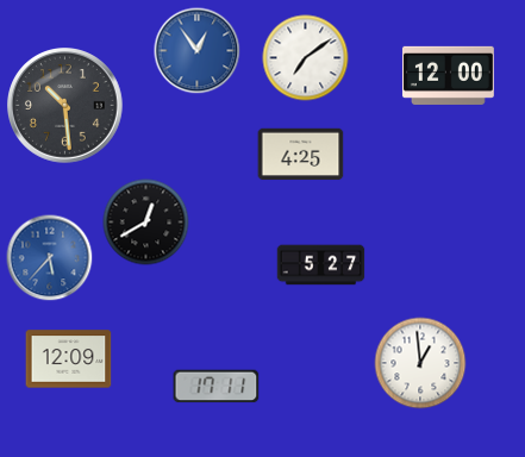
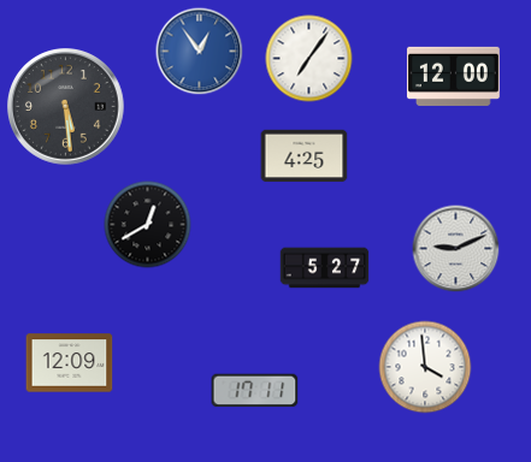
clock at (306, 58): 7:09 -> 7:06
clock at (65, 106): 10:29 -> 5:29
clock at (456, 249): none -> 9:11
clock at (50, 258): 5:37 -> none
clock at (420, 363): 12:59 -> 3:59
clock at (217, 387) position: (217, 387) -> (255, 391)
